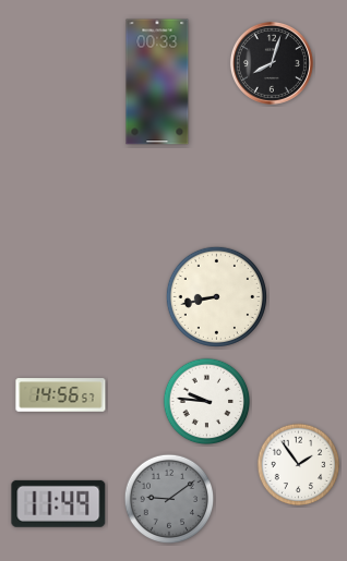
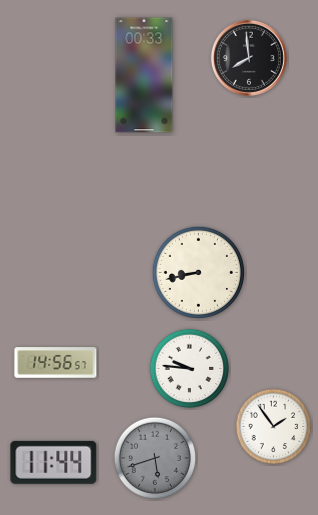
clock at (272, 63): 8:03 -> 7:59
clock at (169, 499): 9:09 -> 5:42
clock at (59, 503): 11:49 -> 11:44
